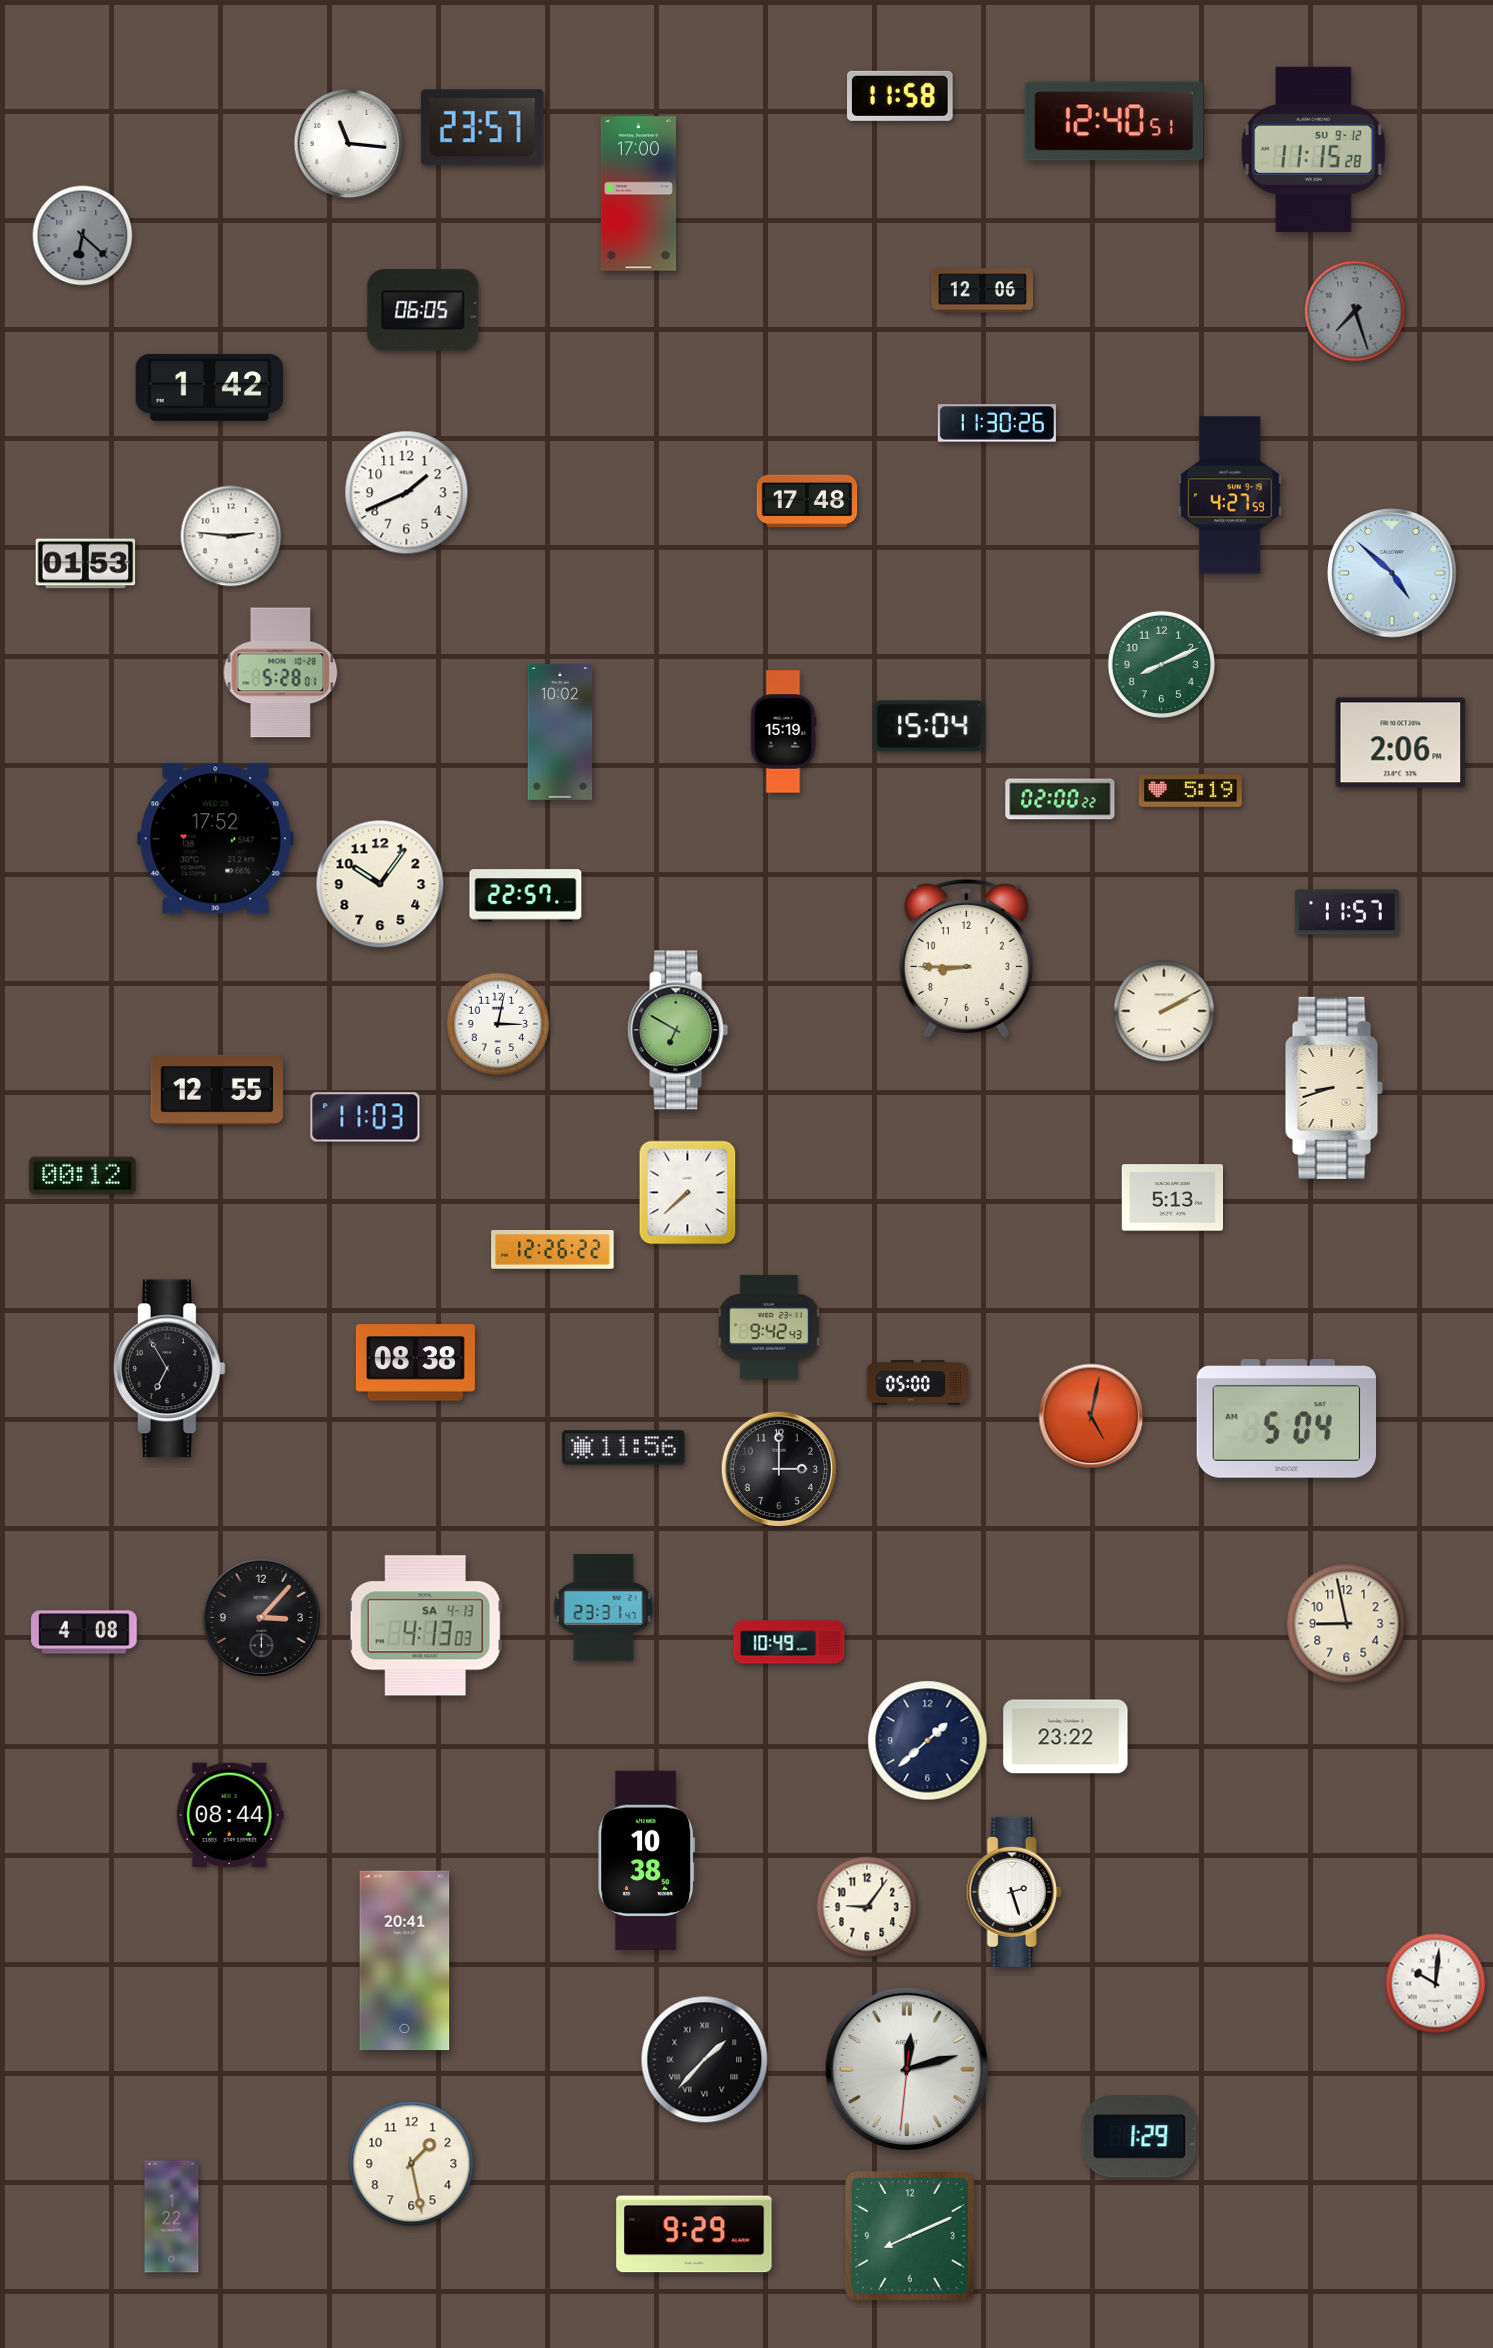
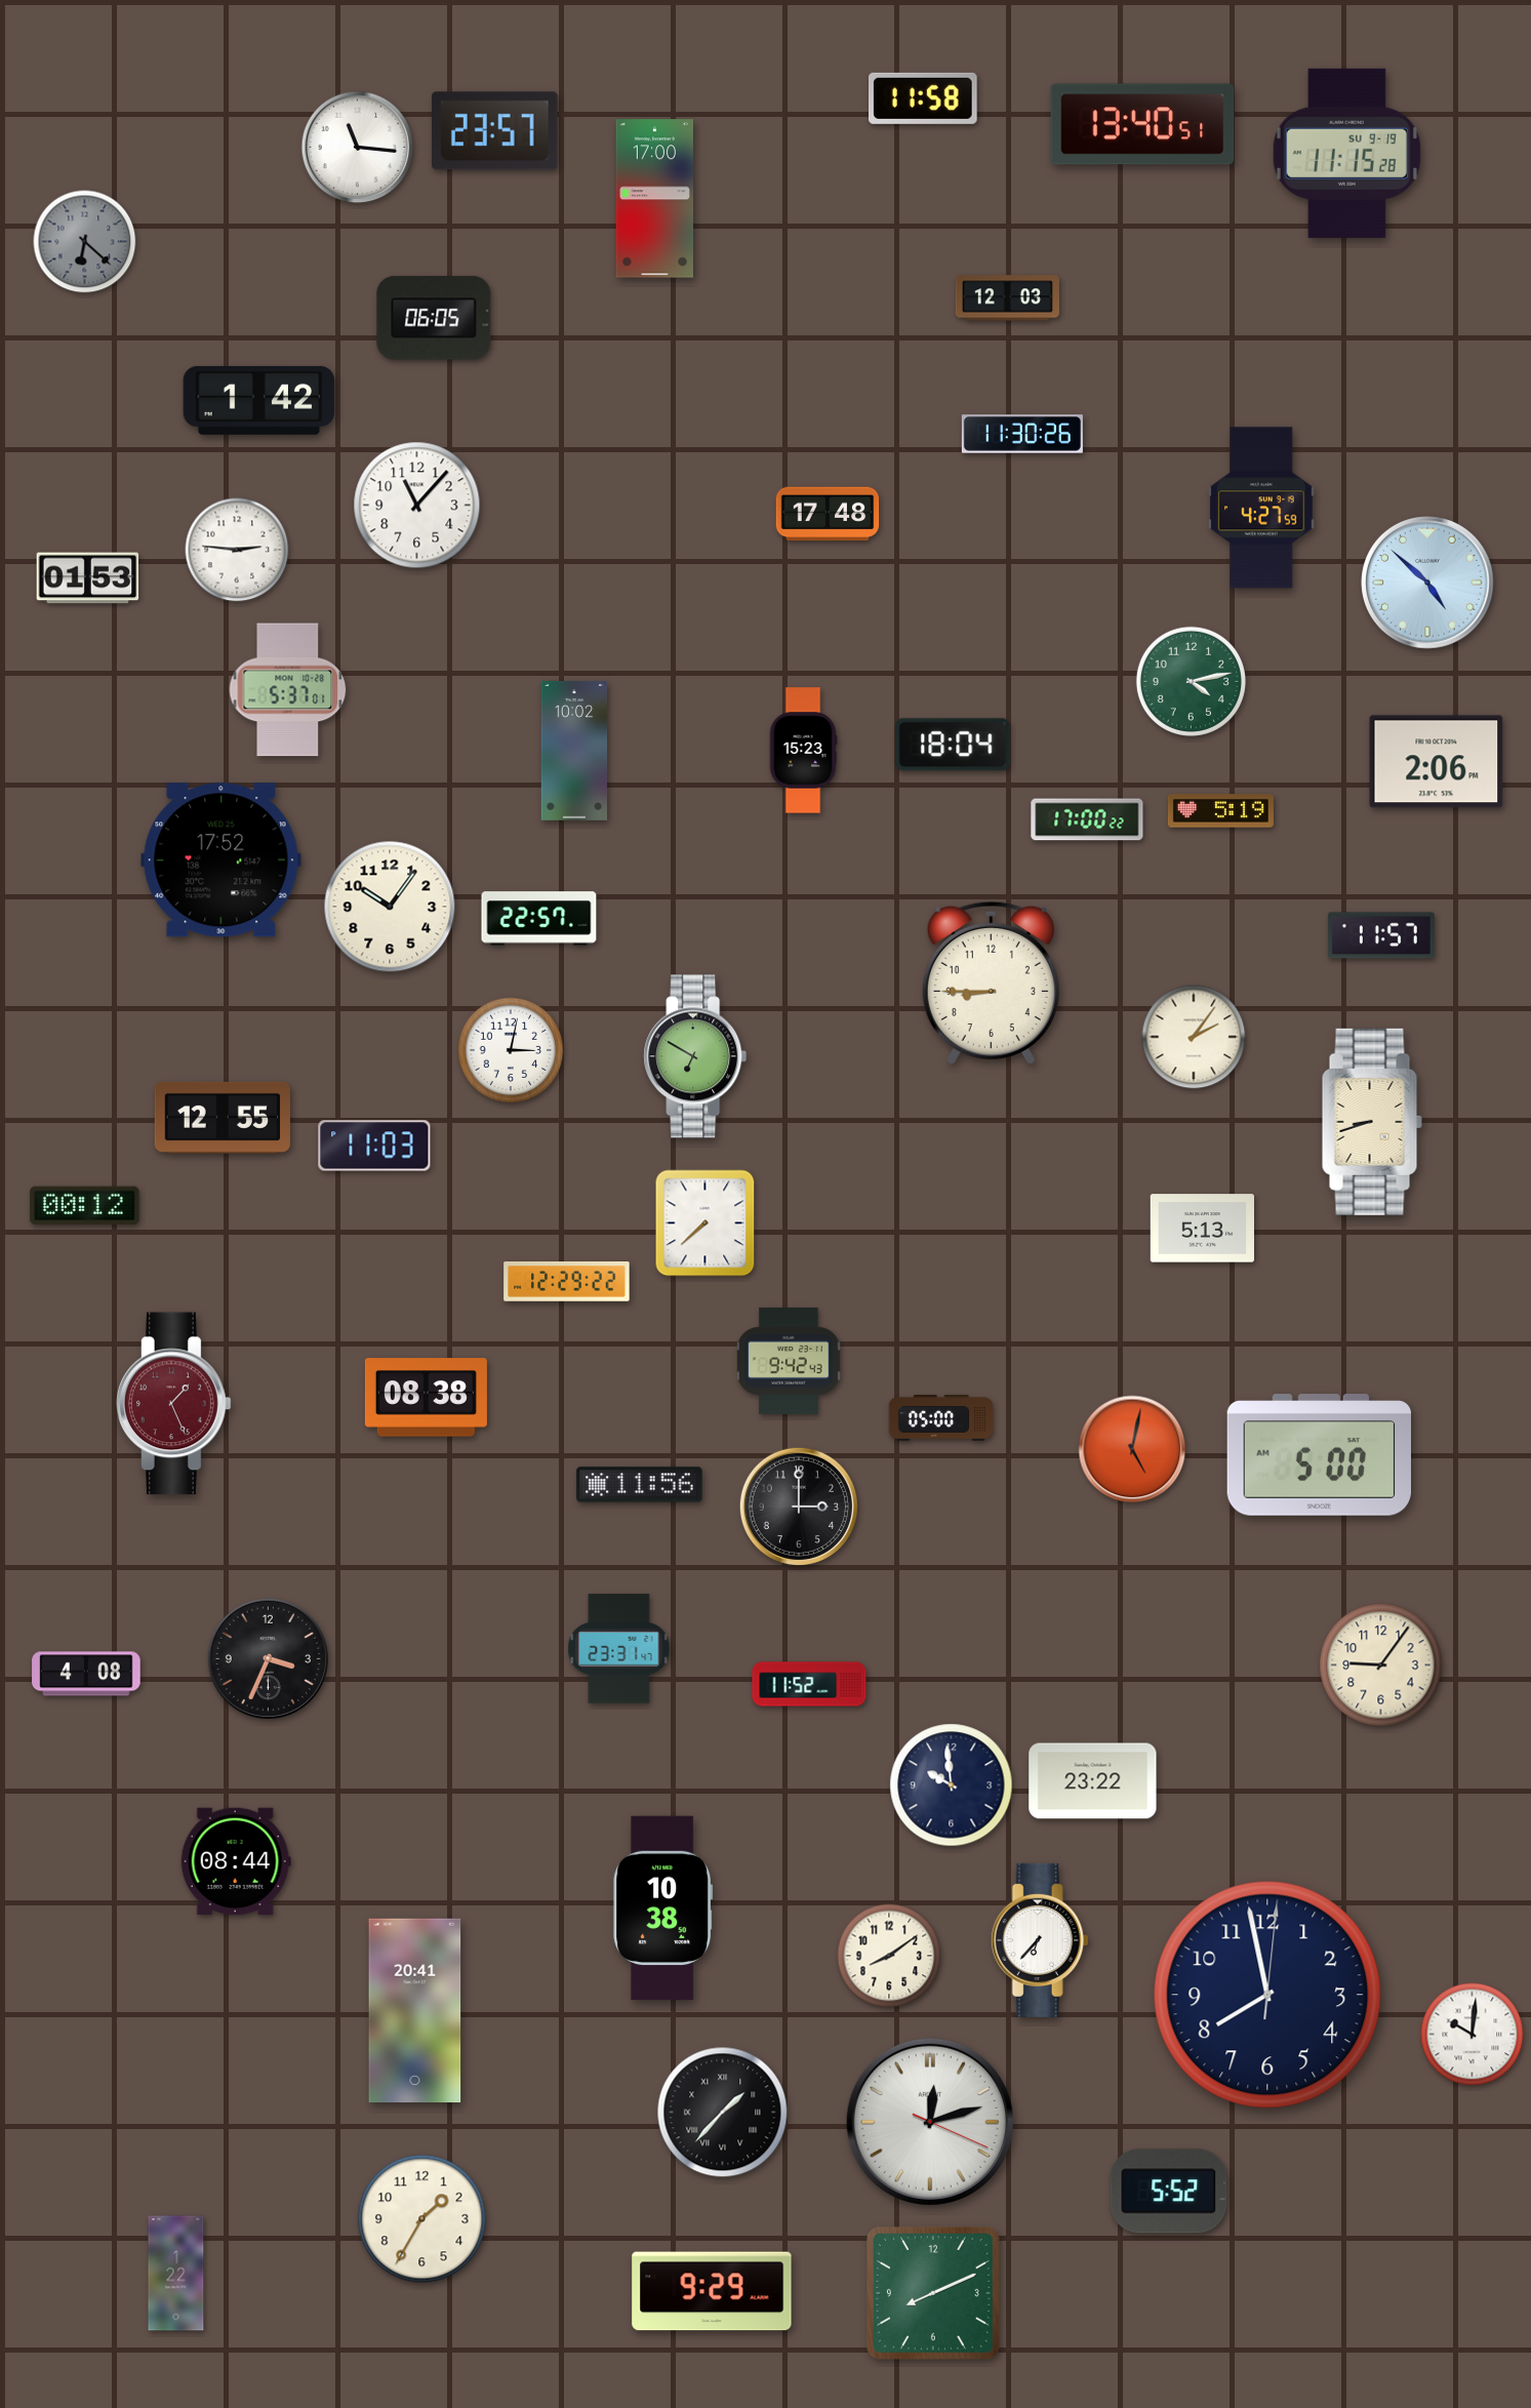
clock at (1114, 121): 12:40 -> 13:40
clock at (1313, 149) date: SU 9-12 -> SU 9-19
clock at (982, 291): 12:06 -> 12:03
clock at (1355, 311): 7:27 -> none
clock at (210, 387) position: (210, 387) -> (259, 400)
clock at (407, 493): 1:41 -> 11:07
clock at (1392, 573) position: (1392, 573) -> (1427, 583)
clock at (1161, 664): 8:11 -> 4:13
clock at (281, 673): 5:28 -> 5:37
clock at (929, 726): 15:04 -> 18:04
clock at (783, 732): 15:19 -> 15:23
clock at (1060, 799): 02:00 -> 17:00
clock at (1164, 1011): 2:10 -> 2:06
clock at (1334, 1088) position: (1334, 1088) -> (1372, 1122)
clock at (553, 1250): 12:26 -> 12:29
clock at (170, 1369): 6:55 -> 1:26
clock at (170, 1369) dial: black -> burgundy
clock at (1091, 1416) position: (1091, 1416) -> (1132, 1449)
clock at (1286, 1419): 5:04 -> 5:00
clock at (261, 1617): 3:07 -> 3:34
clock at (1347, 1624): 8:58 -> 9:06
clock at (425, 1626): 4:13 -> none
clock at (789, 1642): 10:49 -> 11:52
clock at (928, 1741): 1:38 -> 9:59
clock at (1014, 1892): 2:27 -> 6:37
clock at (867, 1907): 9:06 -> 8:09
clock at (1267, 1995): none -> 7:58
clock at (907, 2069): 12:12:31 -> 12:12:19
clock at (1140, 2137): 1:29 -> 5:52
clock at (412, 2164): 1:28 -> 1:35
